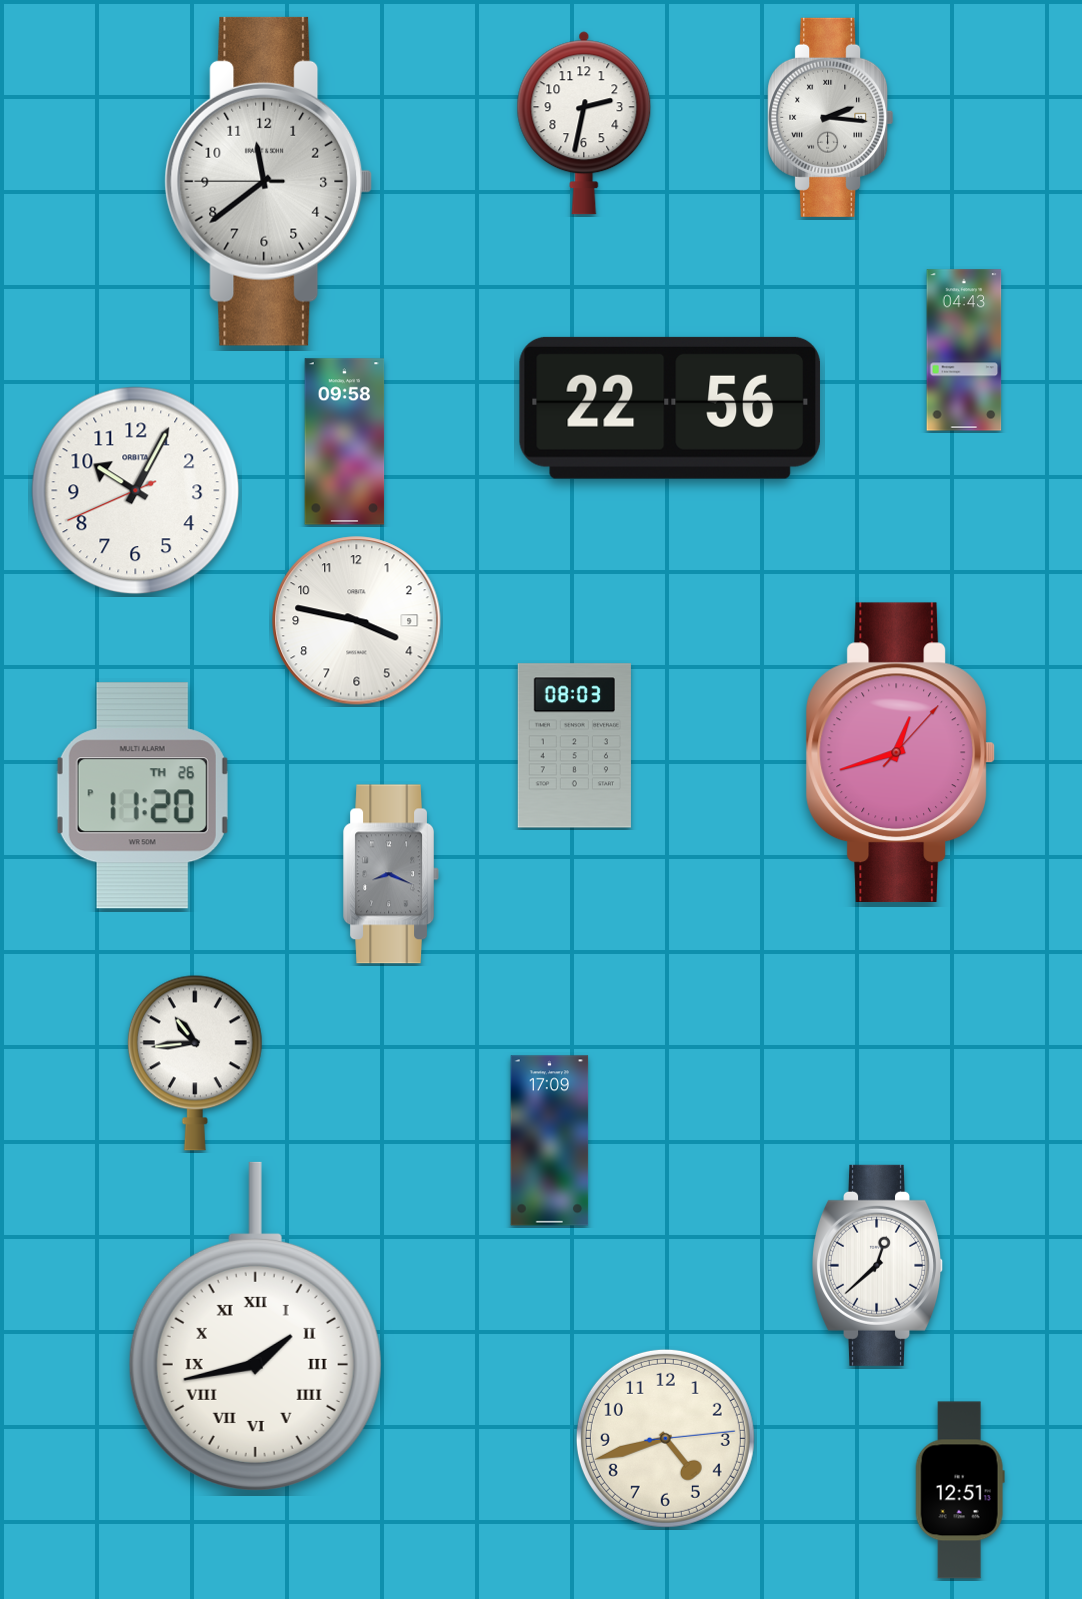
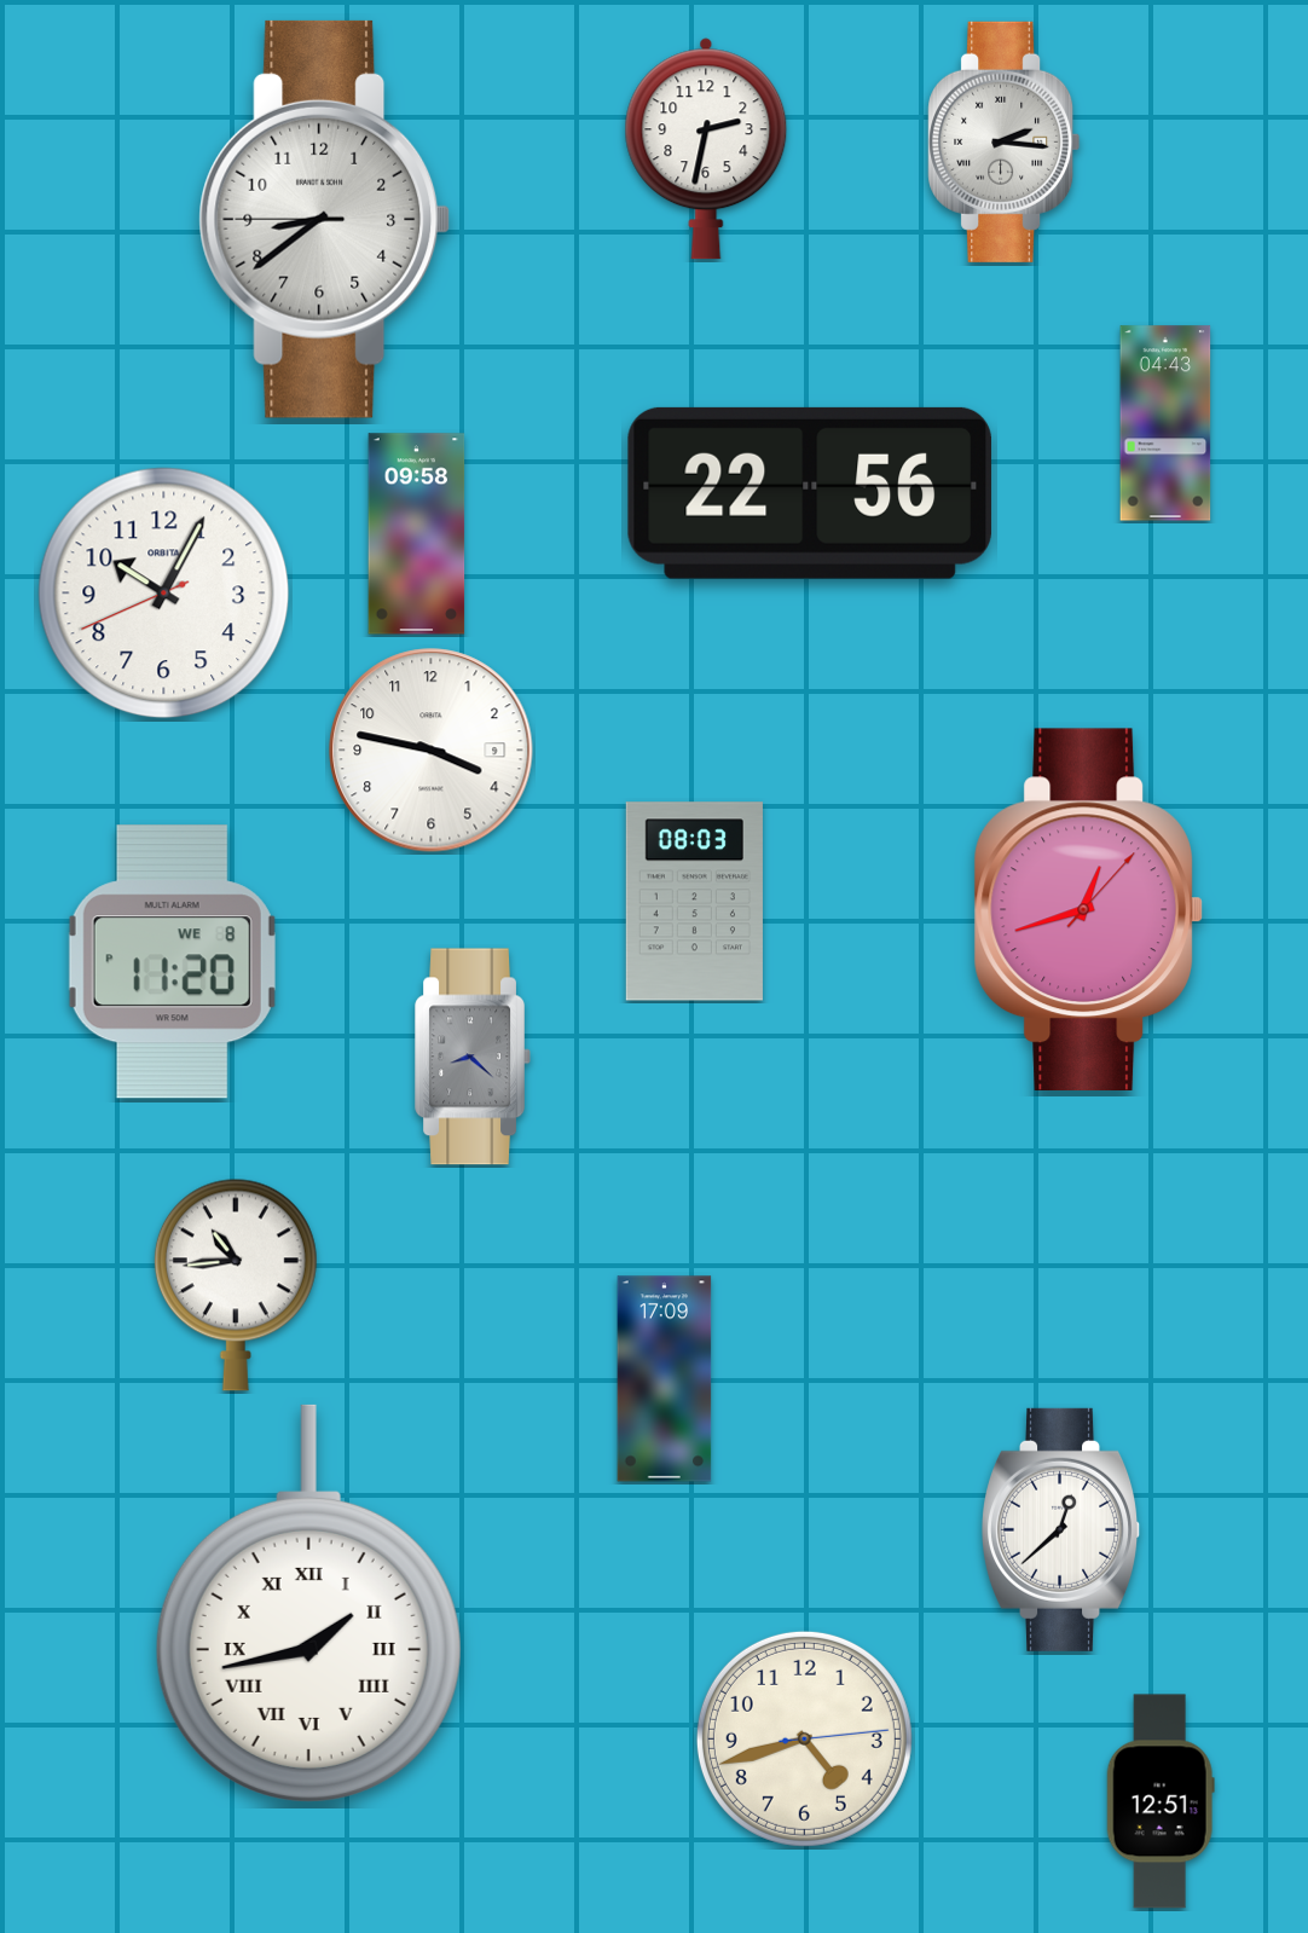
clock at (269, 181): 11:38 -> 8:38
clock at (142, 796) date: TH 26 -> WE 8
clock at (391, 874): 8:19 -> 8:22
